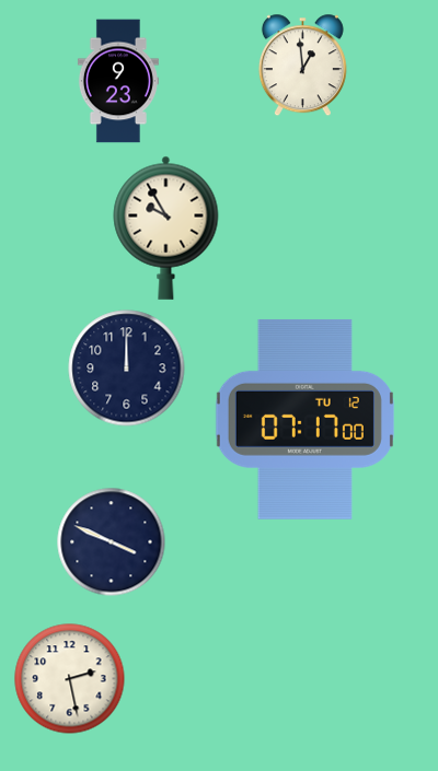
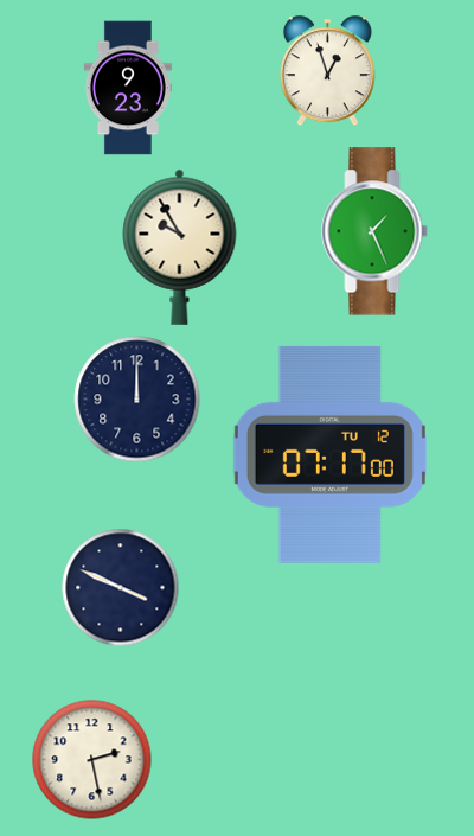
clock at (302, 65): 12:59 -> 12:57
clock at (374, 231): none -> 1:26
clock at (70, 679) position: (70, 679) -> (92, 760)
